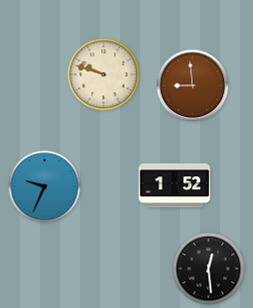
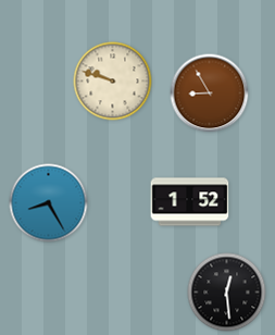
clock at (193, 86): 8:59 -> 8:55
clock at (45, 187): 9:34 -> 8:25
